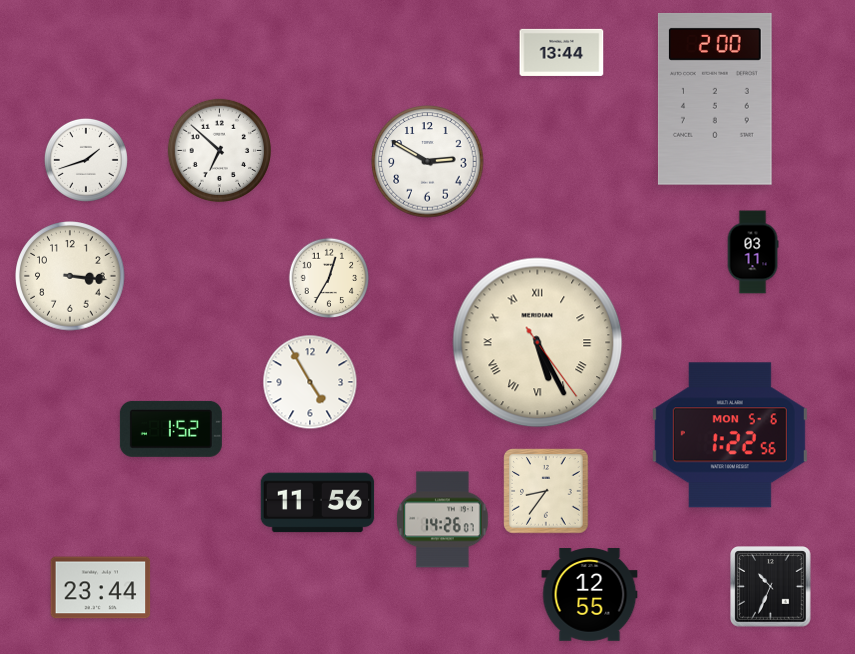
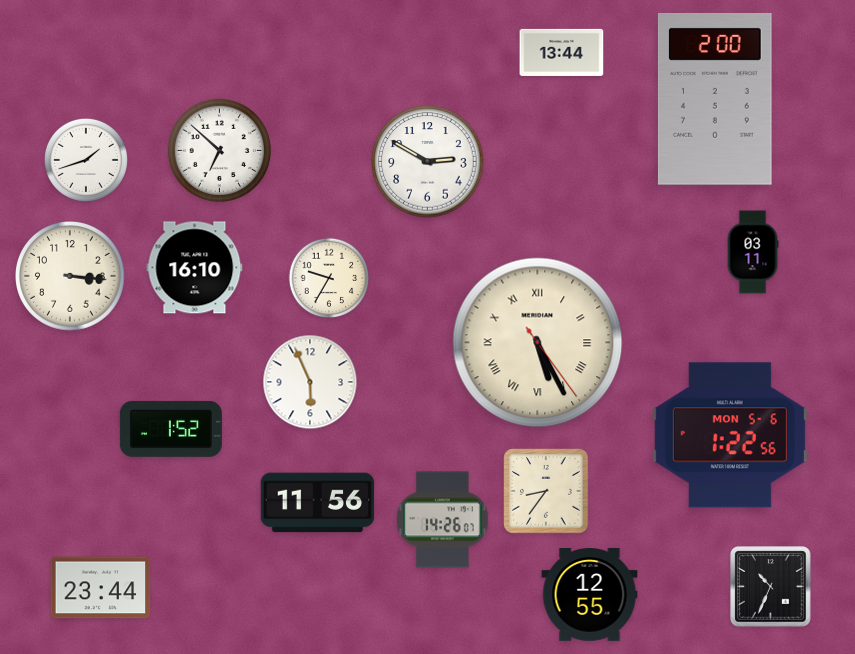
clock at (195, 268): none -> 16:10
clock at (329, 278): 12:35 -> 9:35
clock at (310, 382): 4:55 -> 5:56
